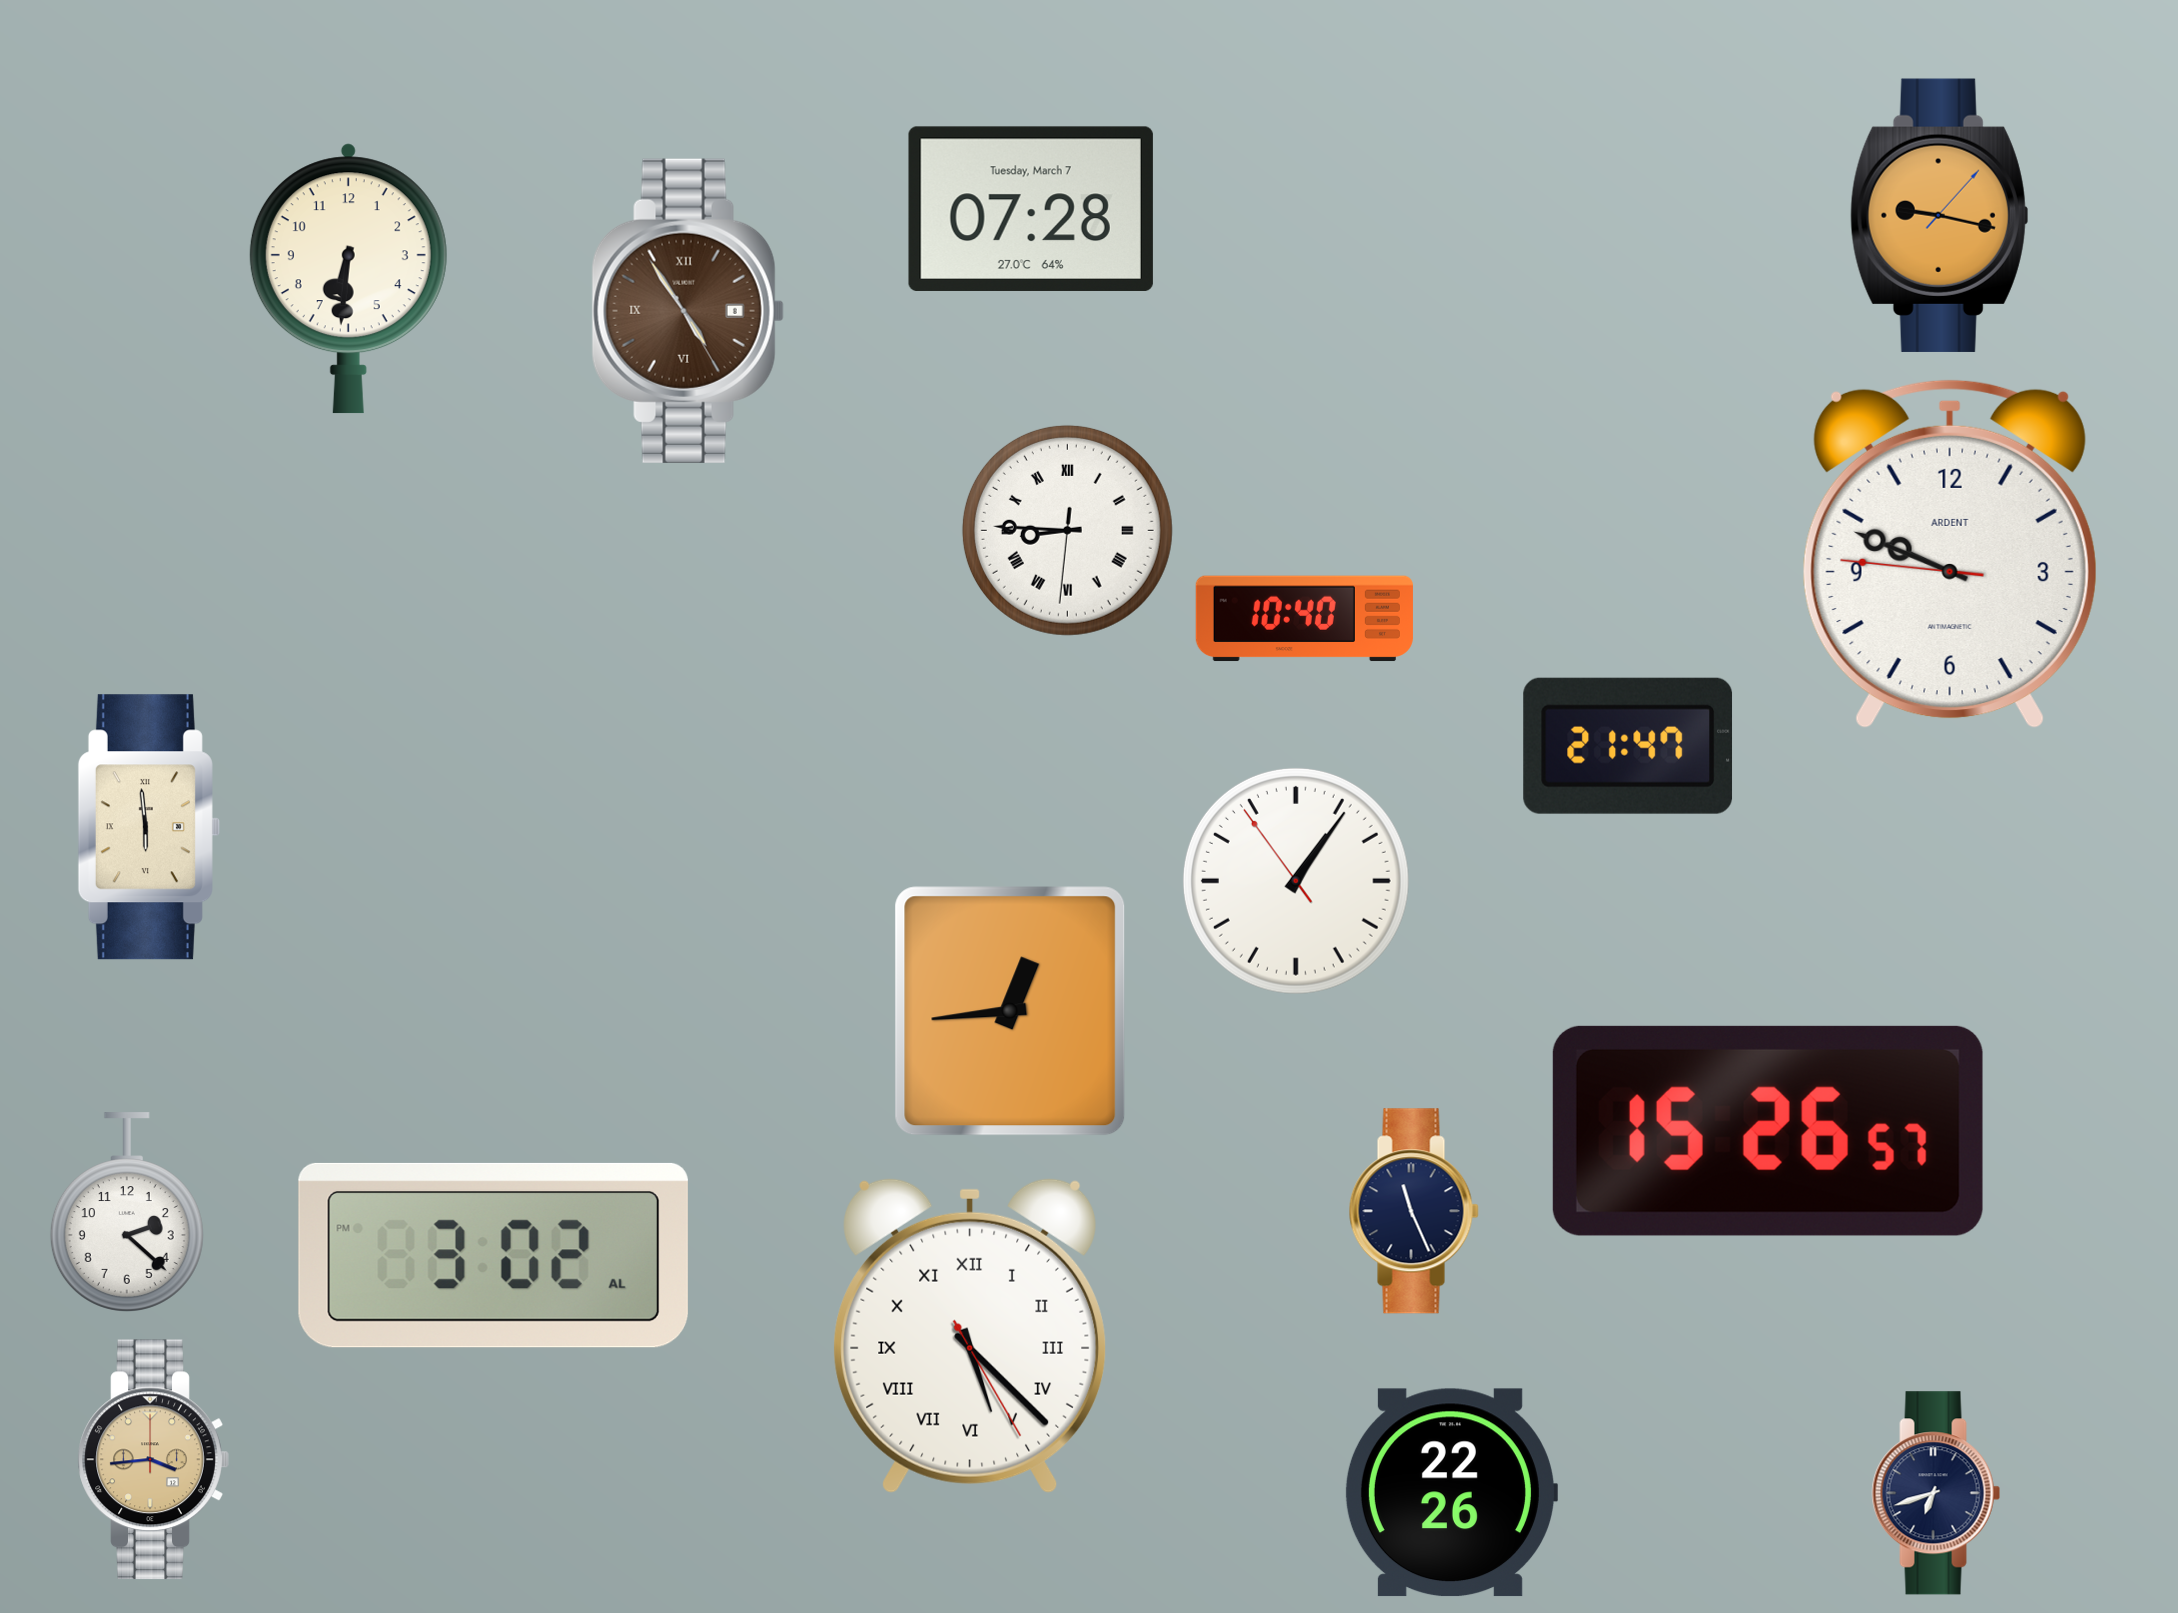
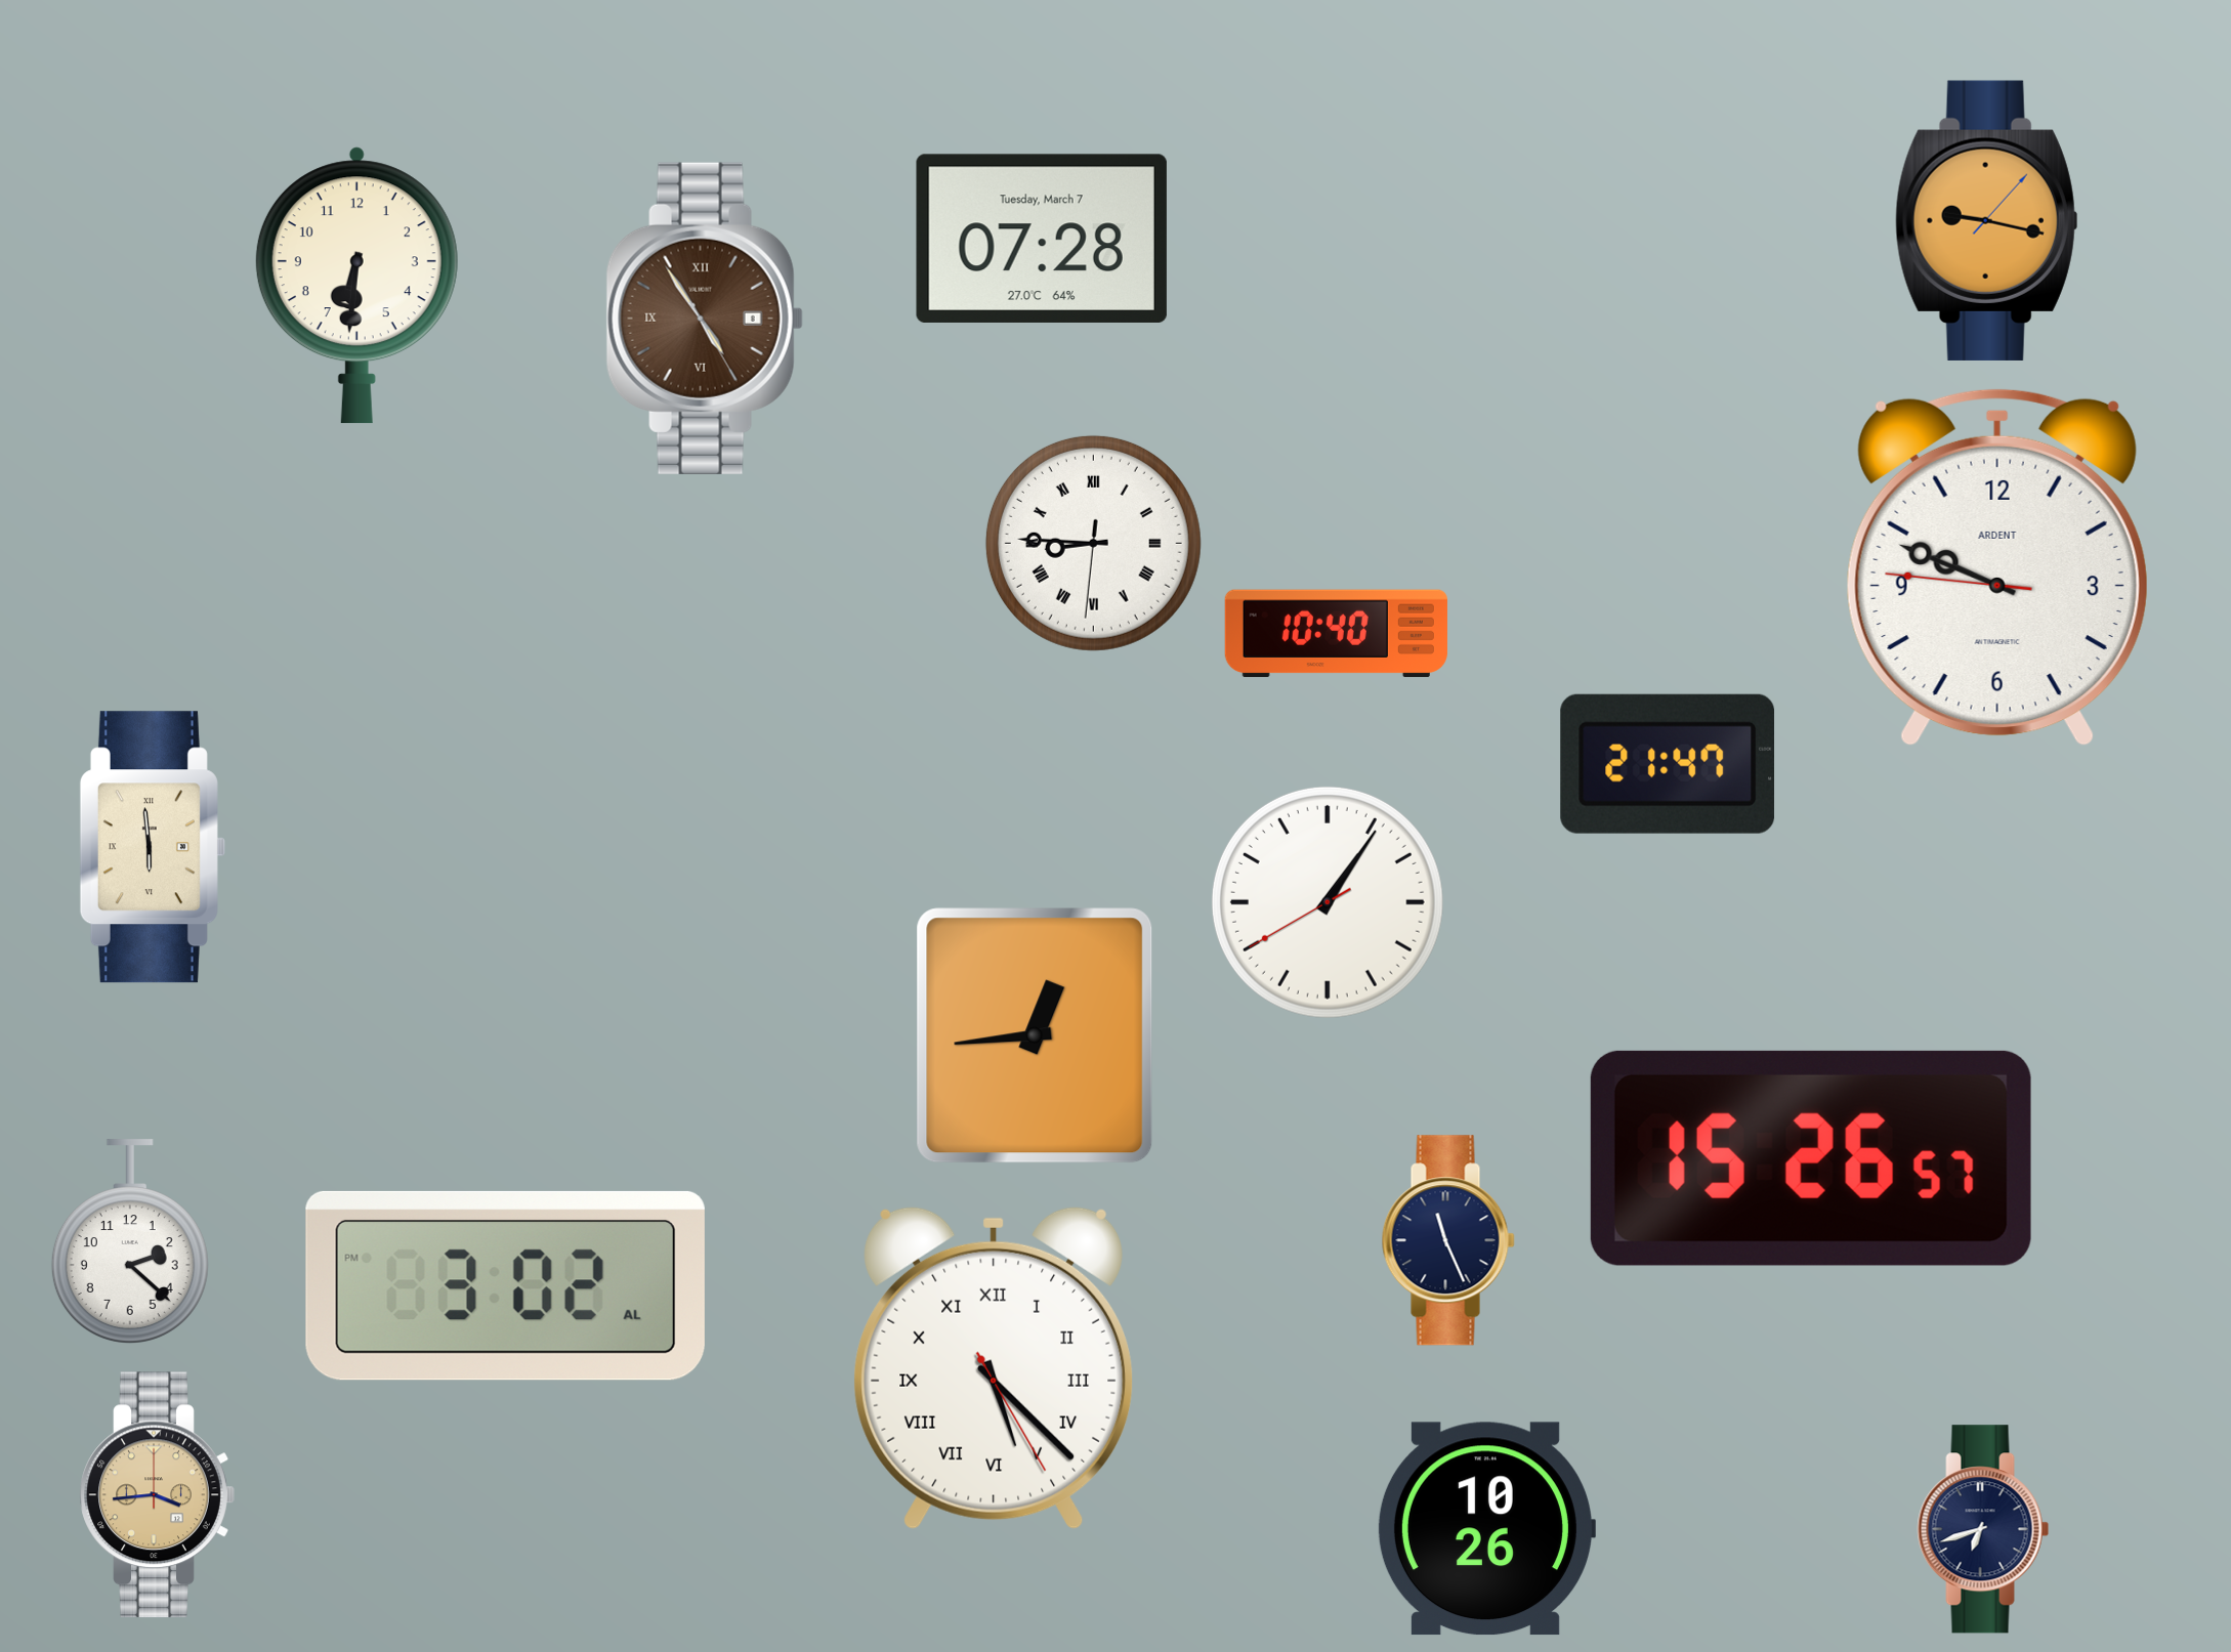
clock at (1031, 209) position: (1031, 209) -> (1042, 239)
clock at (1296, 881): 1:05:54 -> 1:05:40
clock at (1451, 1493): 22:26 -> 10:26
